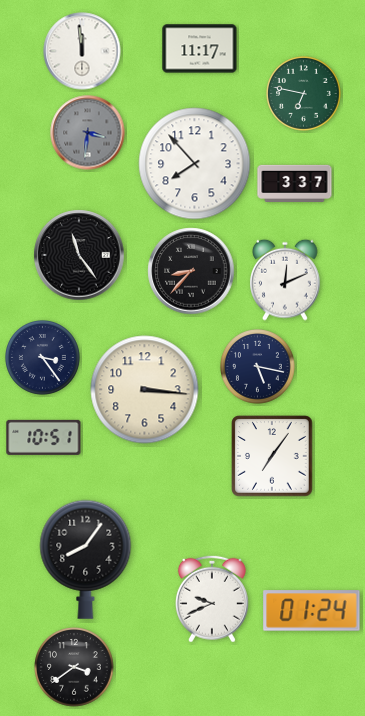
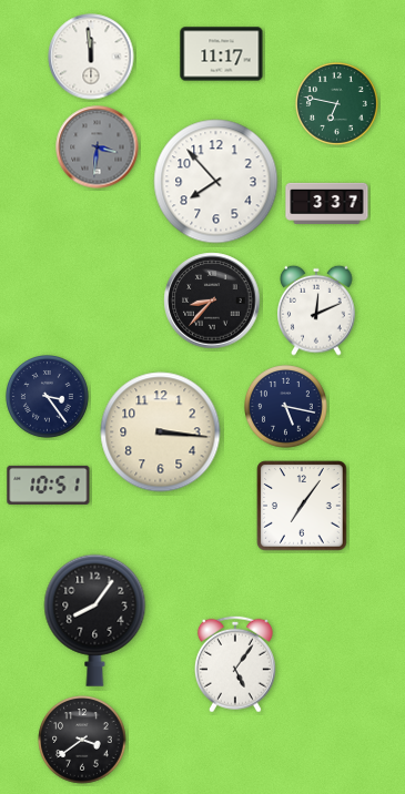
clock at (79, 255): 11:24 -> none
clock at (212, 599): 9:41 -> 5:06
clock at (312, 611): 01:24 -> none
